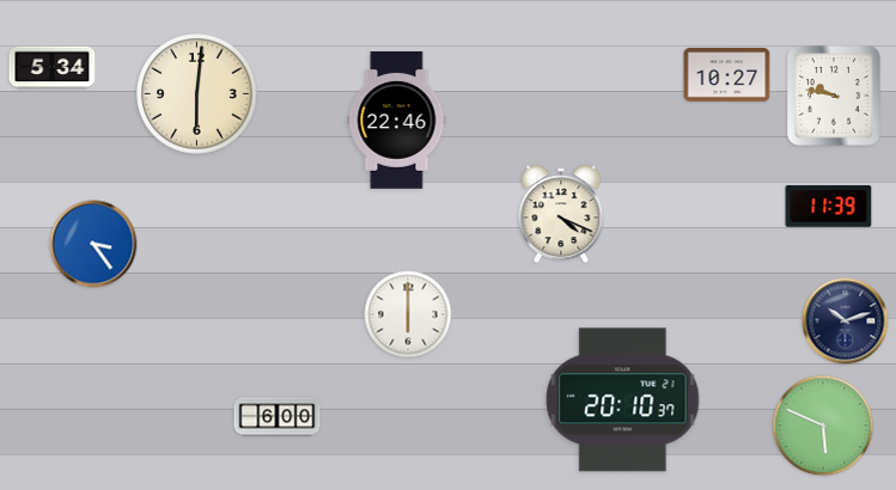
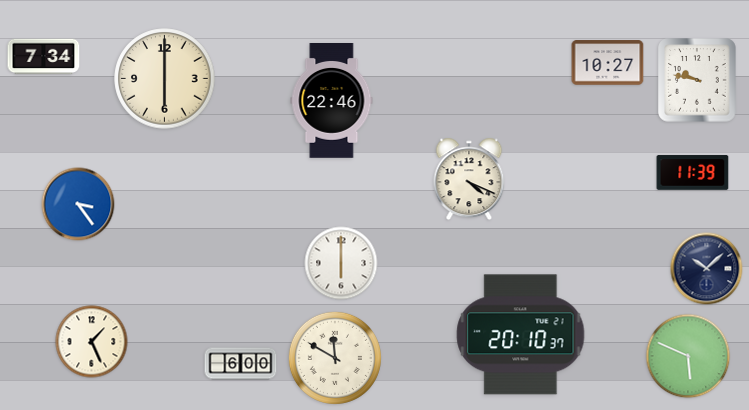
clock at (53, 68): 5:34 -> 7:34
clock at (197, 94): 6:01 -> 6:00
clock at (846, 321): 10:12 -> 10:08
clock at (92, 342): none -> 1:26
clock at (278, 417) position: (278, 417) -> (241, 364)
clock at (335, 358): none -> 11:50
